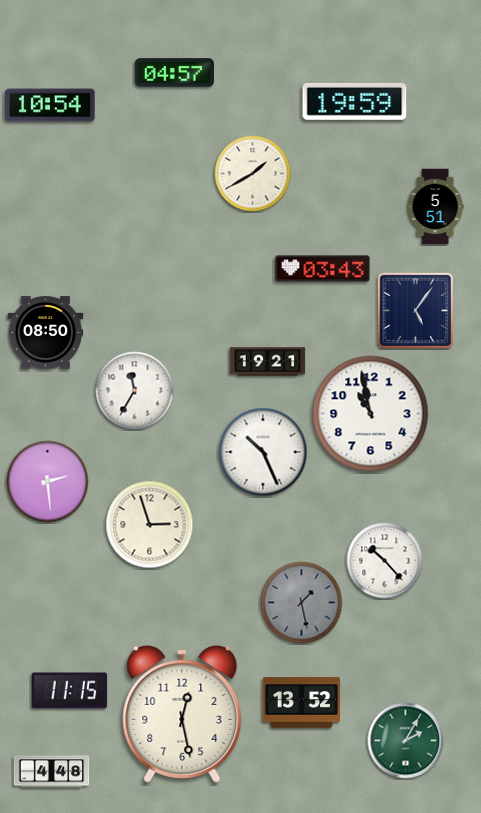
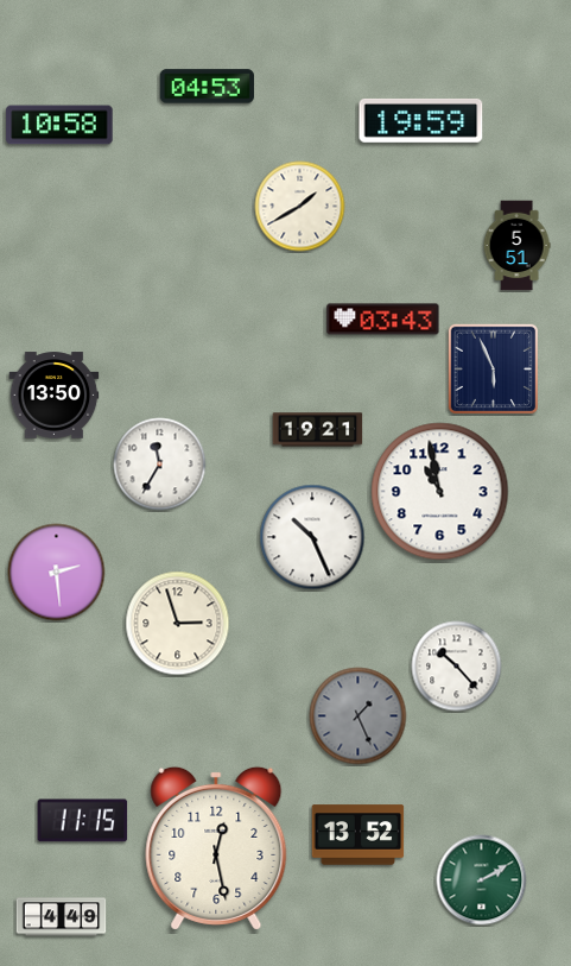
clock at (174, 73): 04:57 -> 04:53
clock at (50, 105): 10:54 -> 10:58
clock at (415, 310): 5:06 -> 5:56
clock at (46, 333): 08:50 -> 13:50
clock at (302, 603): 1:28 -> 1:26
clock at (406, 741): 2:05 -> 2:10
clock at (52, 772): 4:48 -> 4:49
